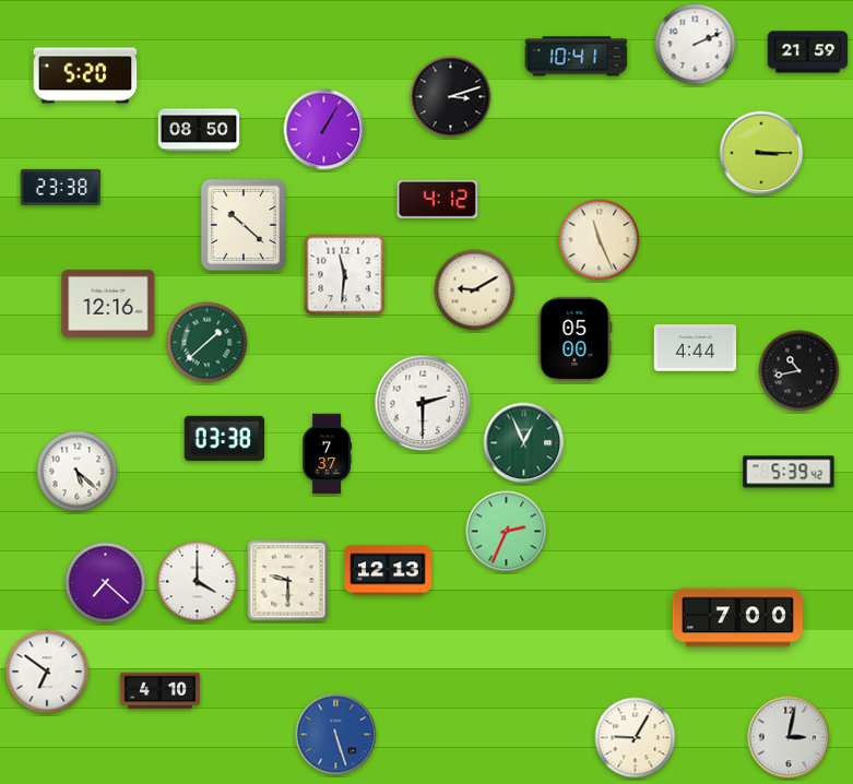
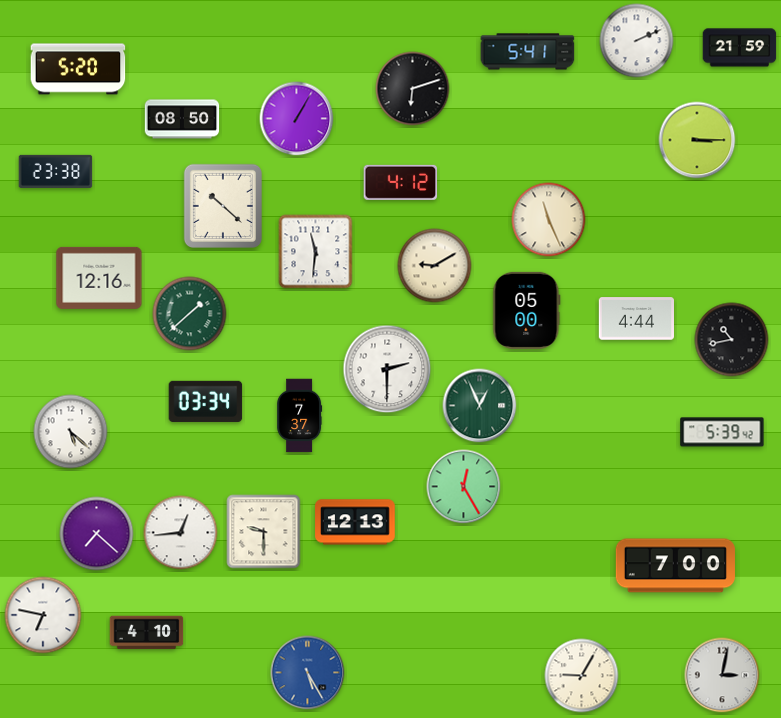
clock at (577, 57): 10:41 -> 5:41
clock at (451, 97): 3:12 -> 6:12
clock at (225, 438): 03:38 -> 03:34
clock at (507, 532): 2:34 -> 12:25
clock at (198, 582): 4:00 -> 12:44
clock at (47, 672): 6:51 -> 6:47
clock at (336, 735): 5:27 -> 5:25
